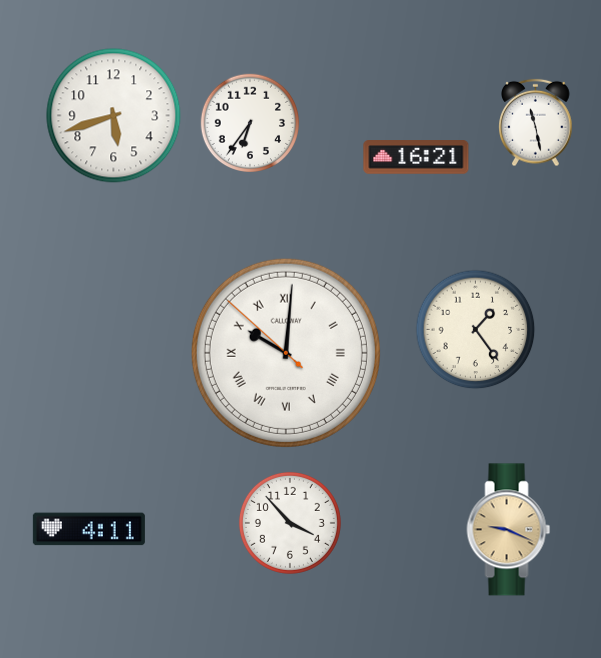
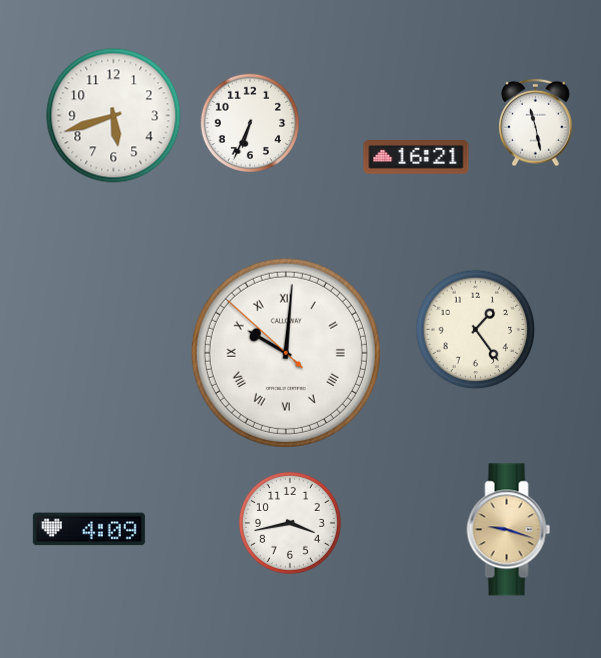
clock at (249, 122): 6:36 -> 6:34
clock at (290, 523): 3:53 -> 3:43
clock at (89, 529): 4:11 -> 4:09
clock at (509, 530): 9:19 -> 9:18
